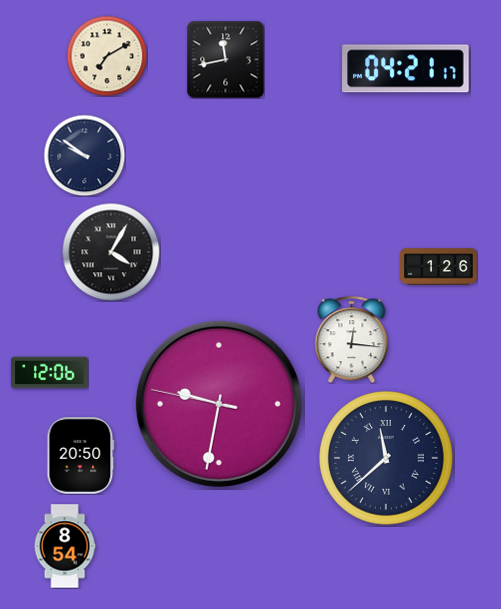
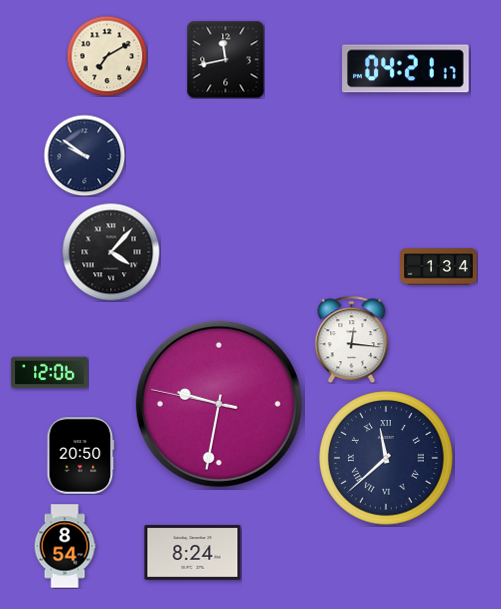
clock at (111, 252): 4:05 -> 4:07
clock at (439, 267): 1:26 -> 1:34
clock at (193, 552): none -> 8:24
